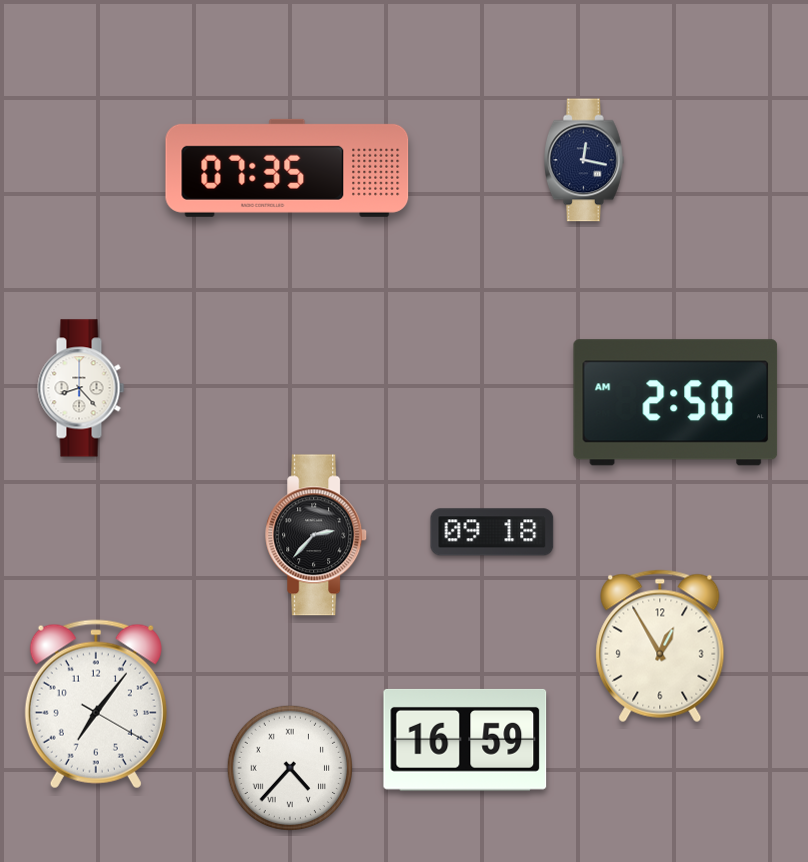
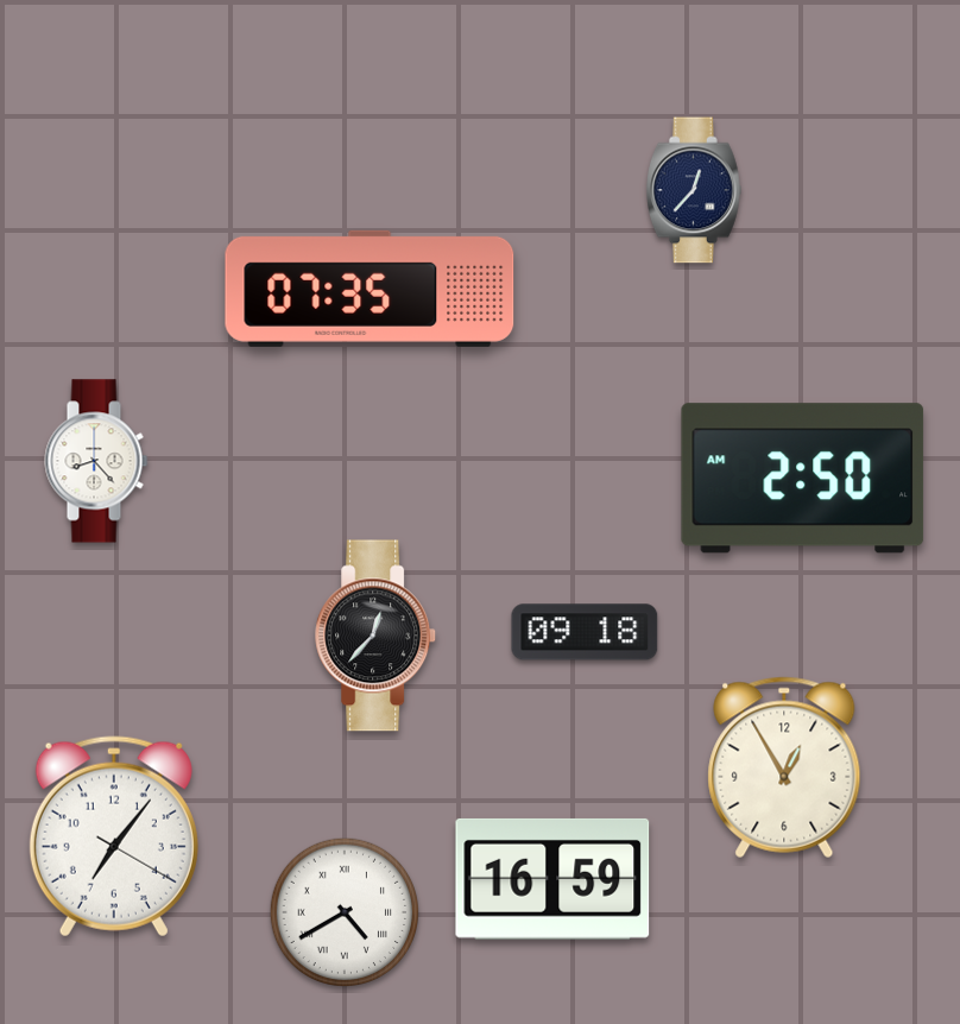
clock at (585, 160): 12:17 -> 12:37
clock at (287, 168) position: (287, 168) -> (370, 289)
clock at (317, 535): 2:37 -> 12:37
clock at (289, 767): 4:37 -> 4:40
